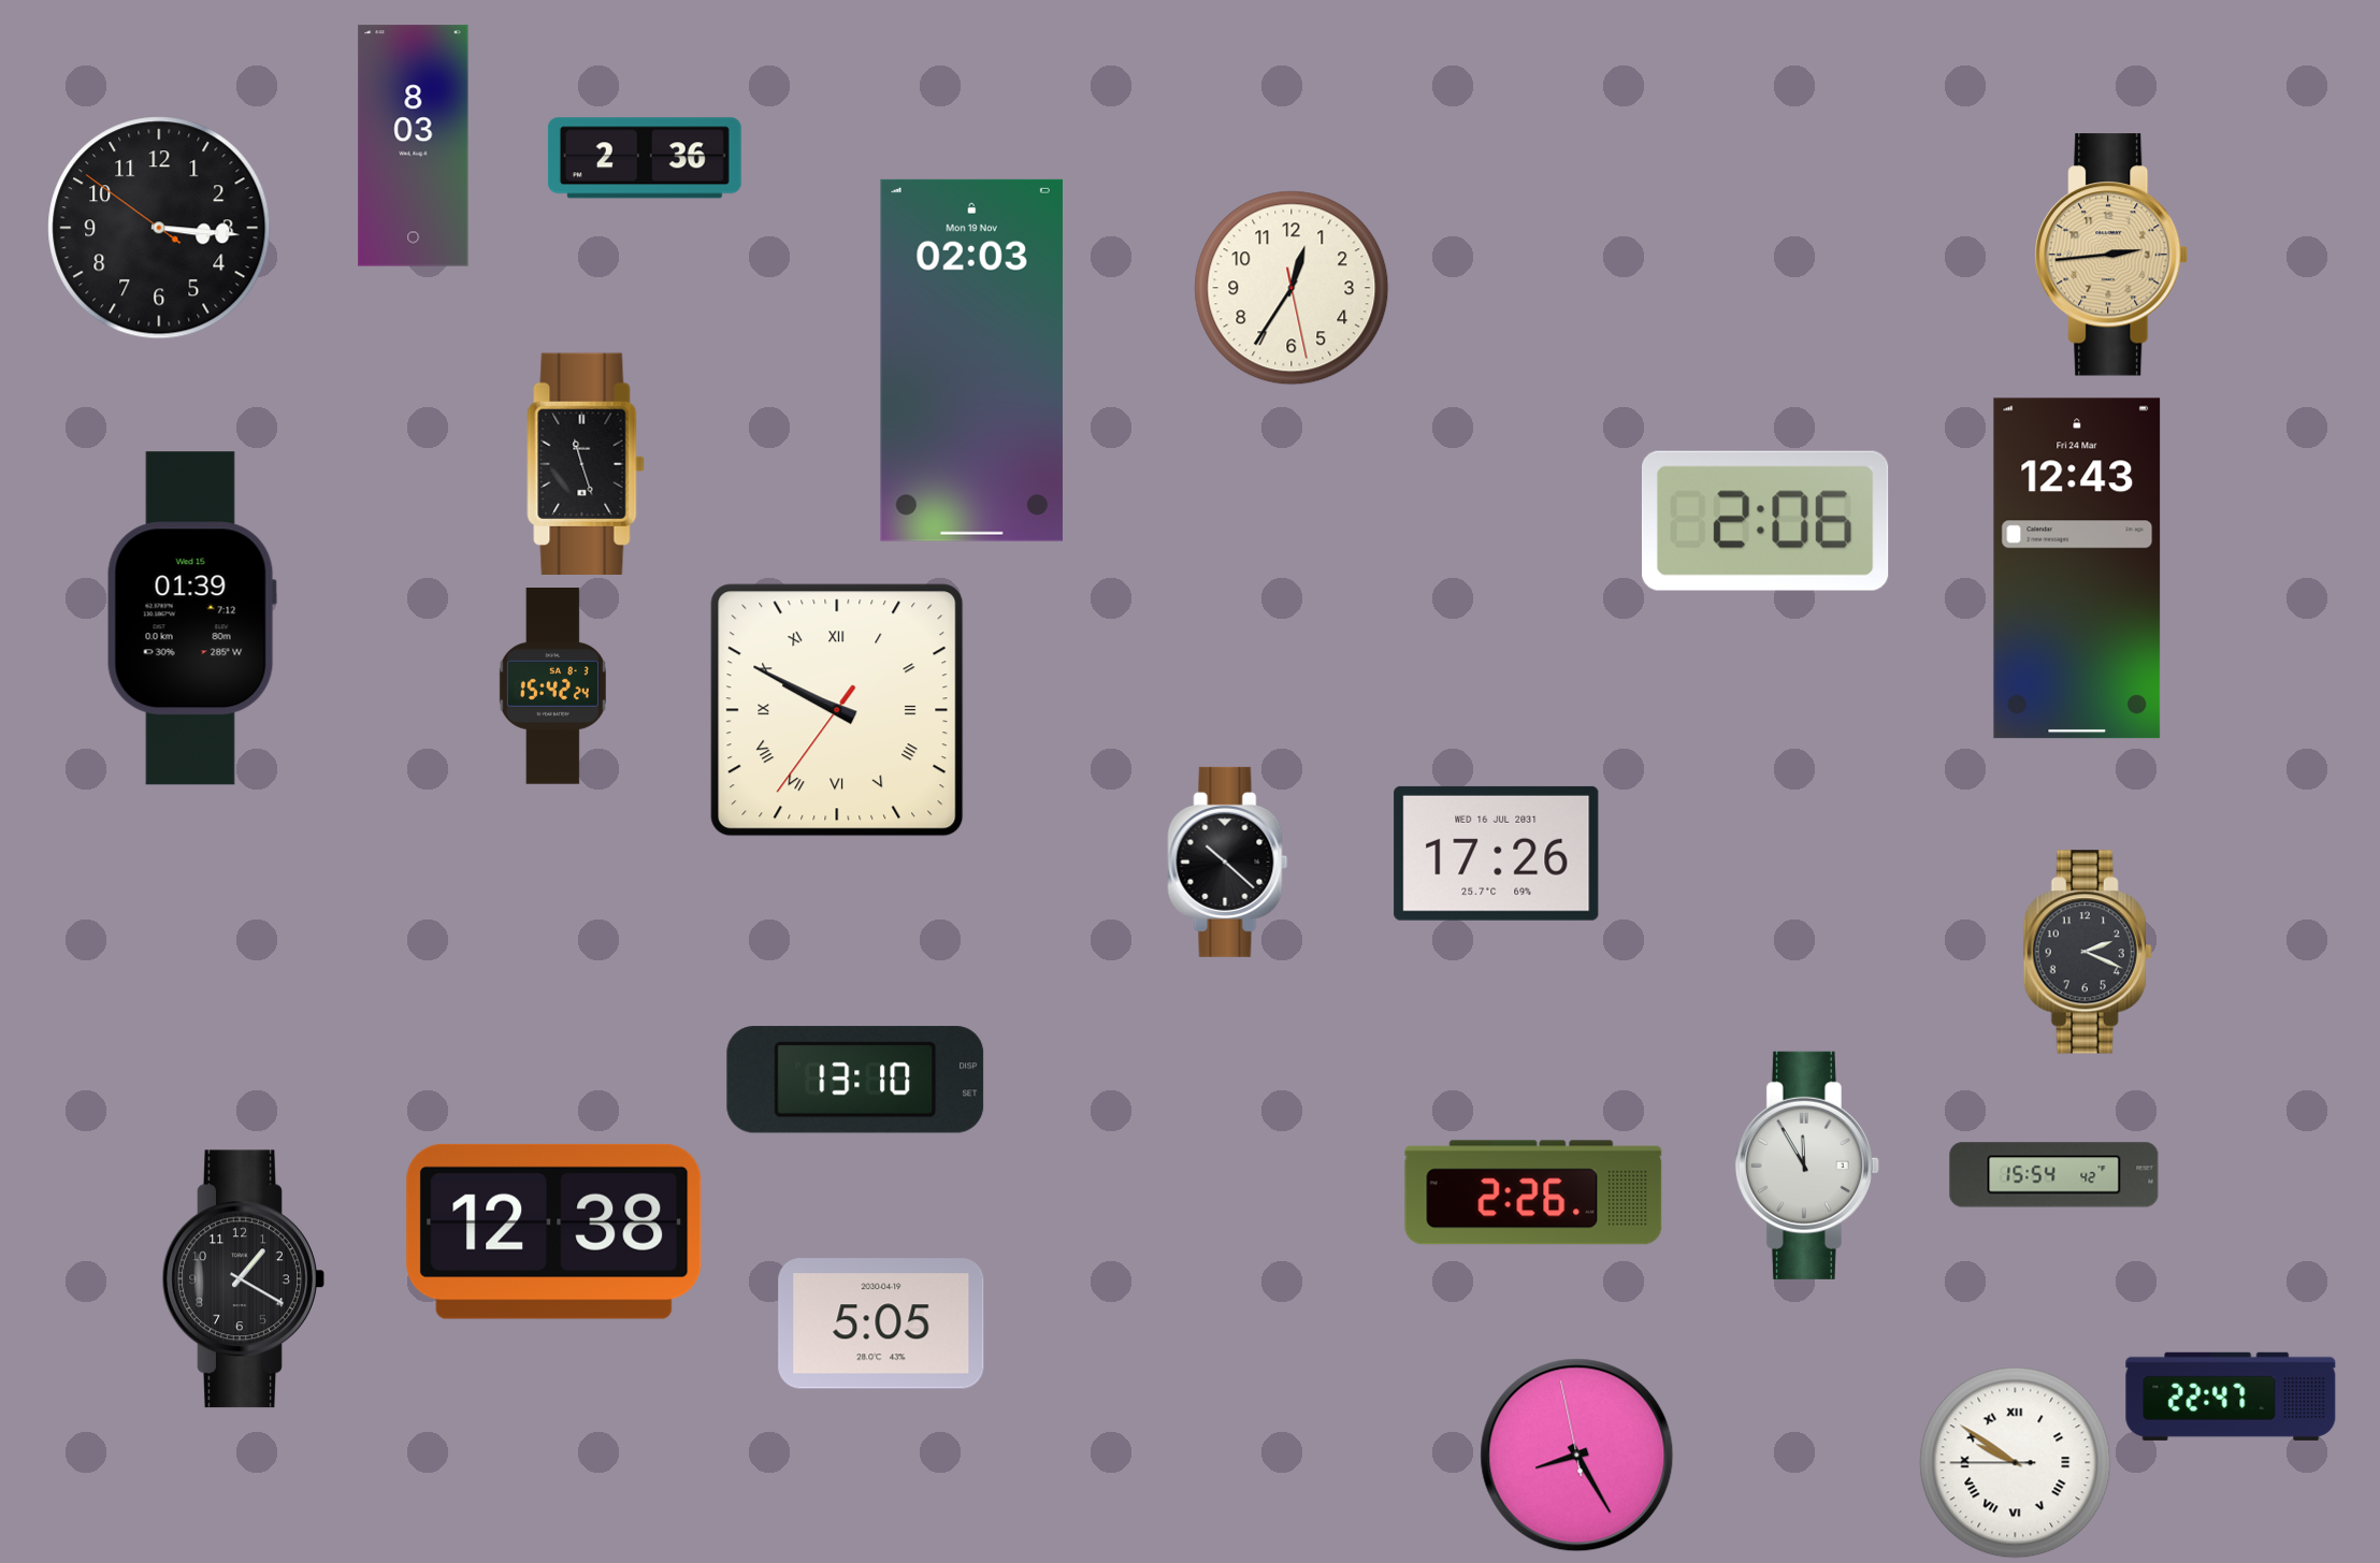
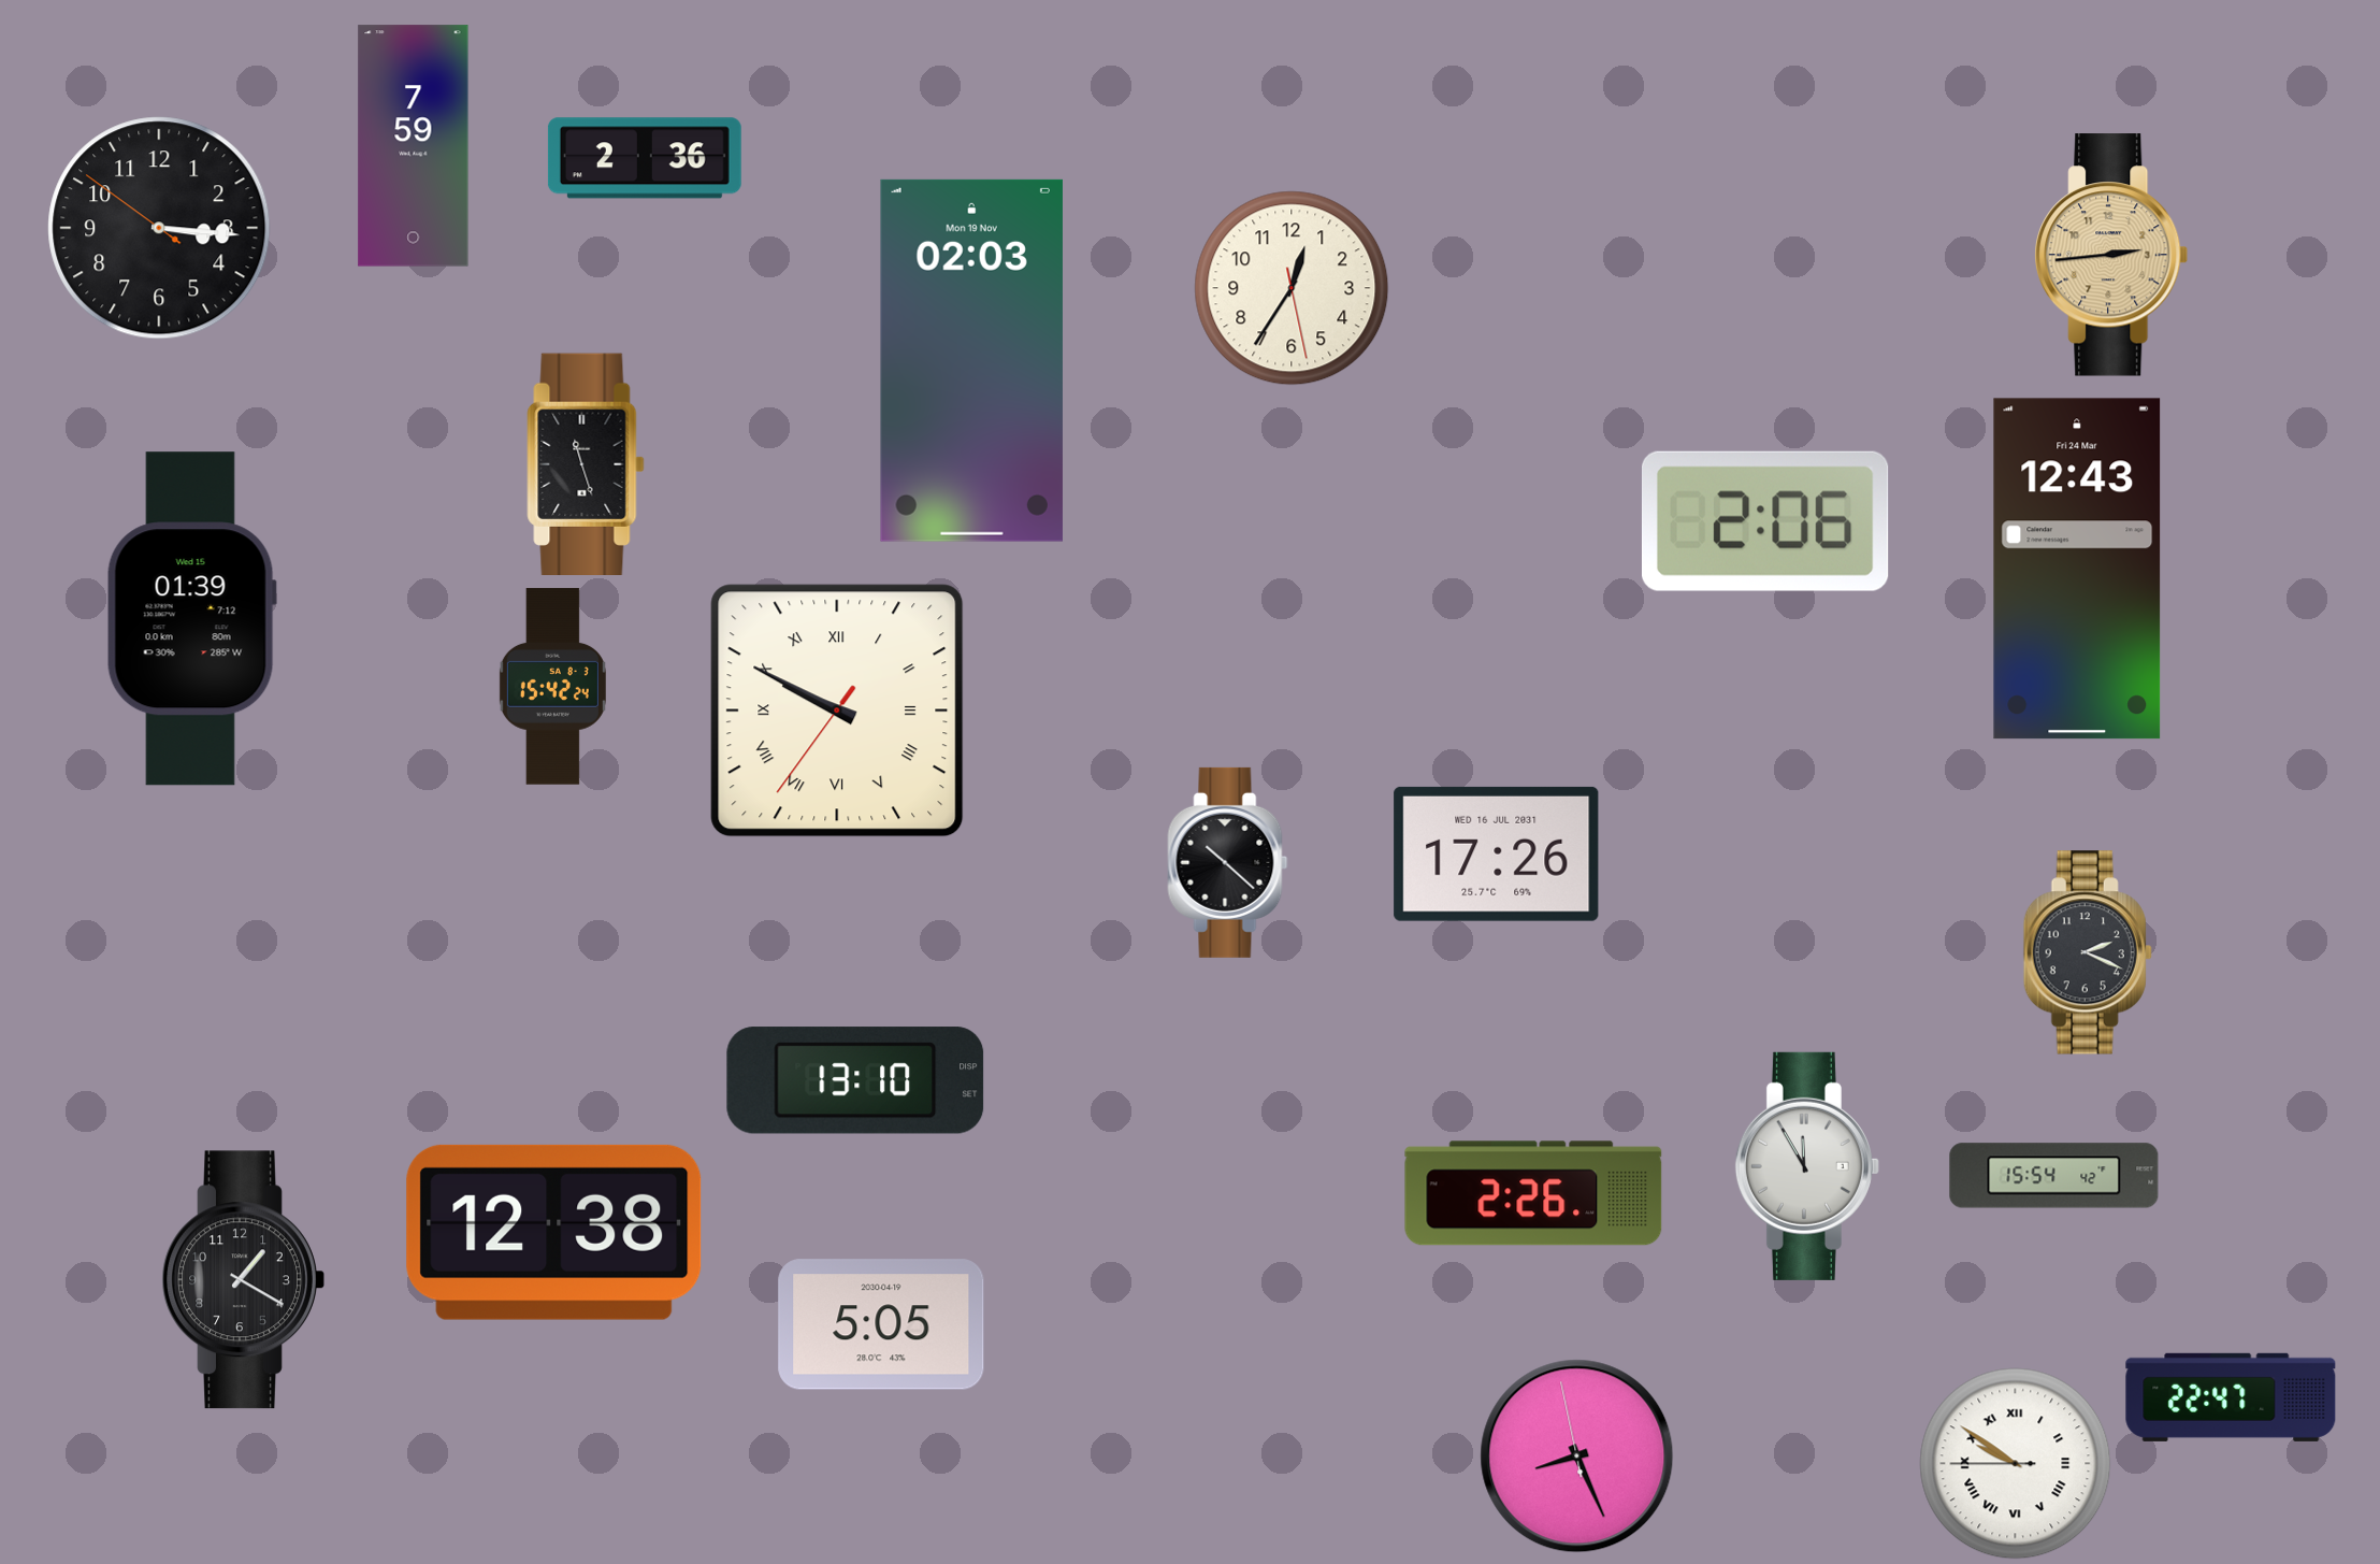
clock at (414, 146): 8:03 -> 7:59
clock at (1577, 1456): 8:24 -> 8:25
